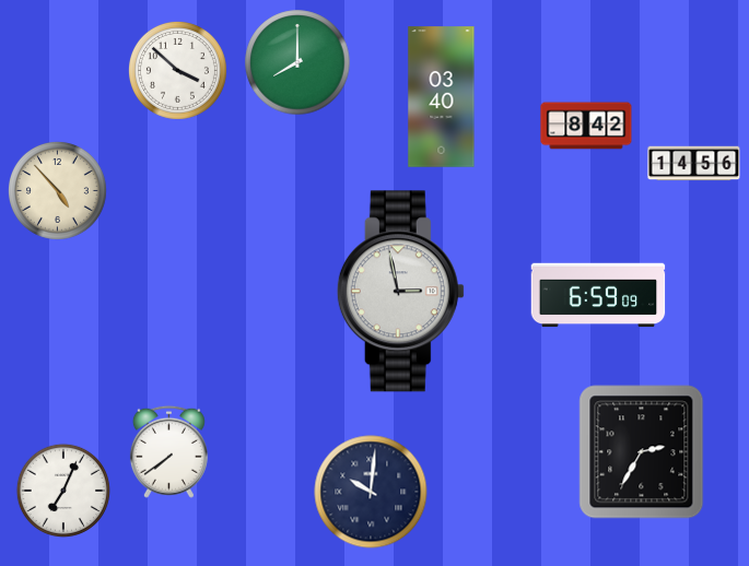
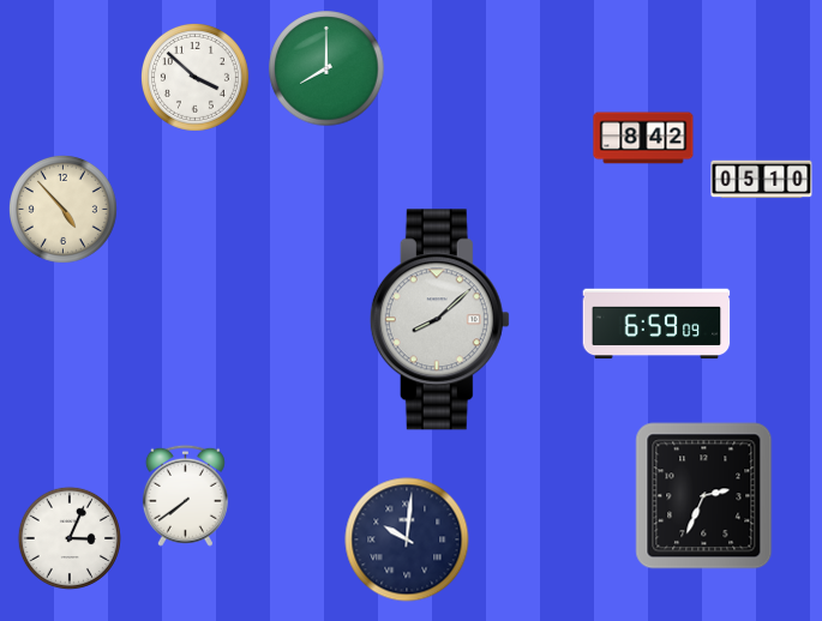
clock at (442, 97): 03:40 -> none
clock at (694, 164): 14:56 -> 05:10
clock at (400, 292): 2:58 -> 8:08
clock at (642, 452): 2:35 -> 2:34
clock at (63, 491): 7:04 -> 3:04
